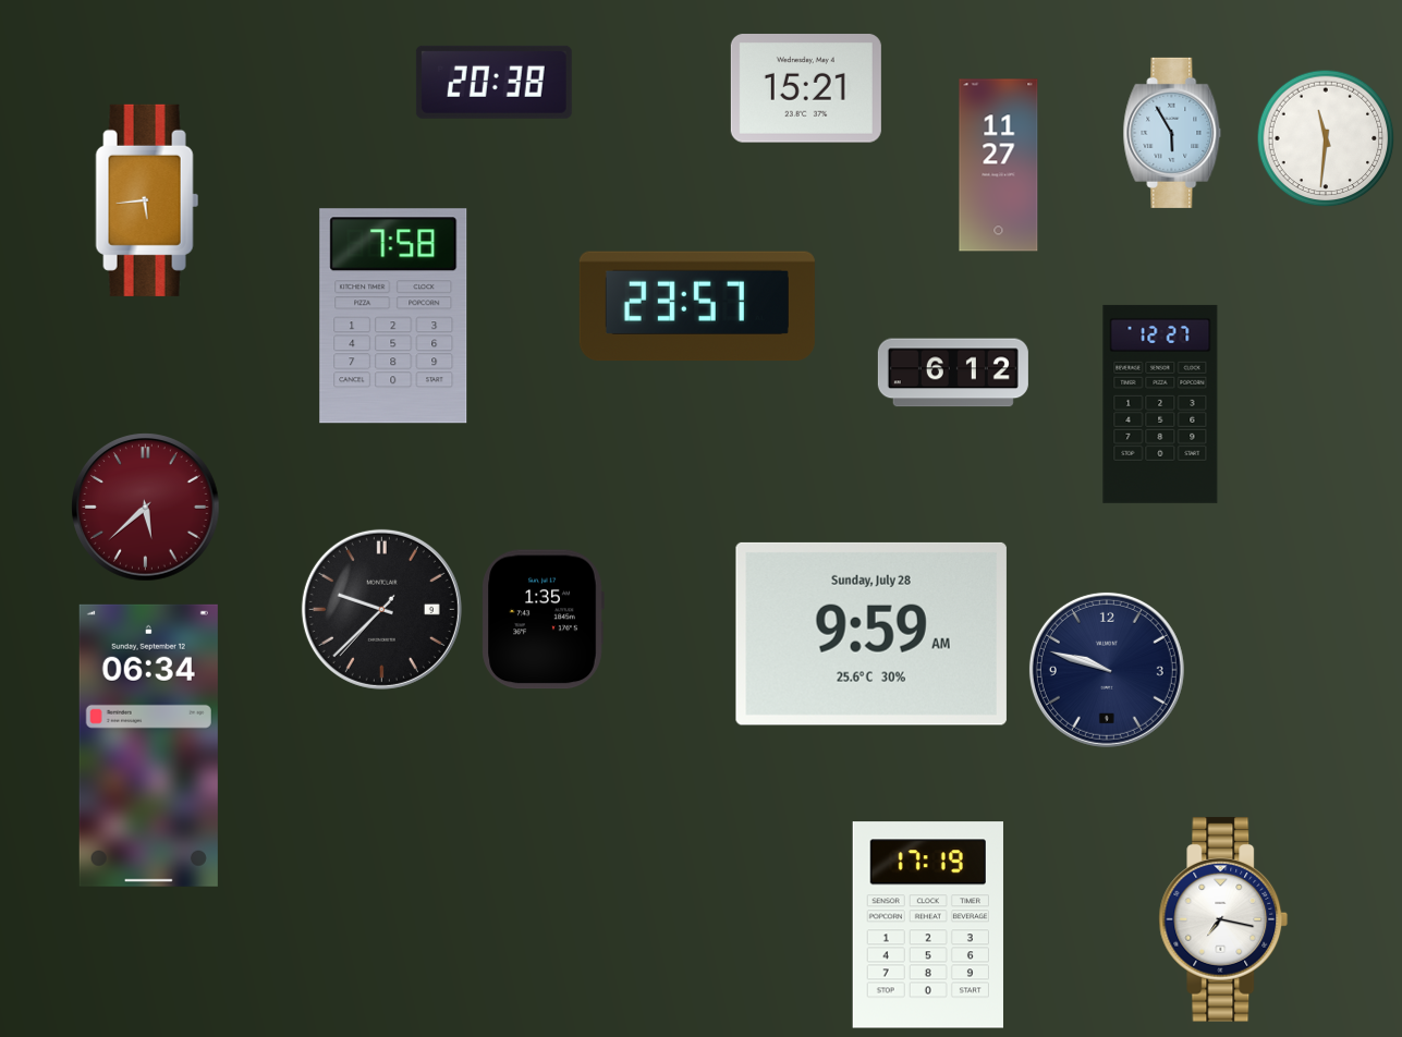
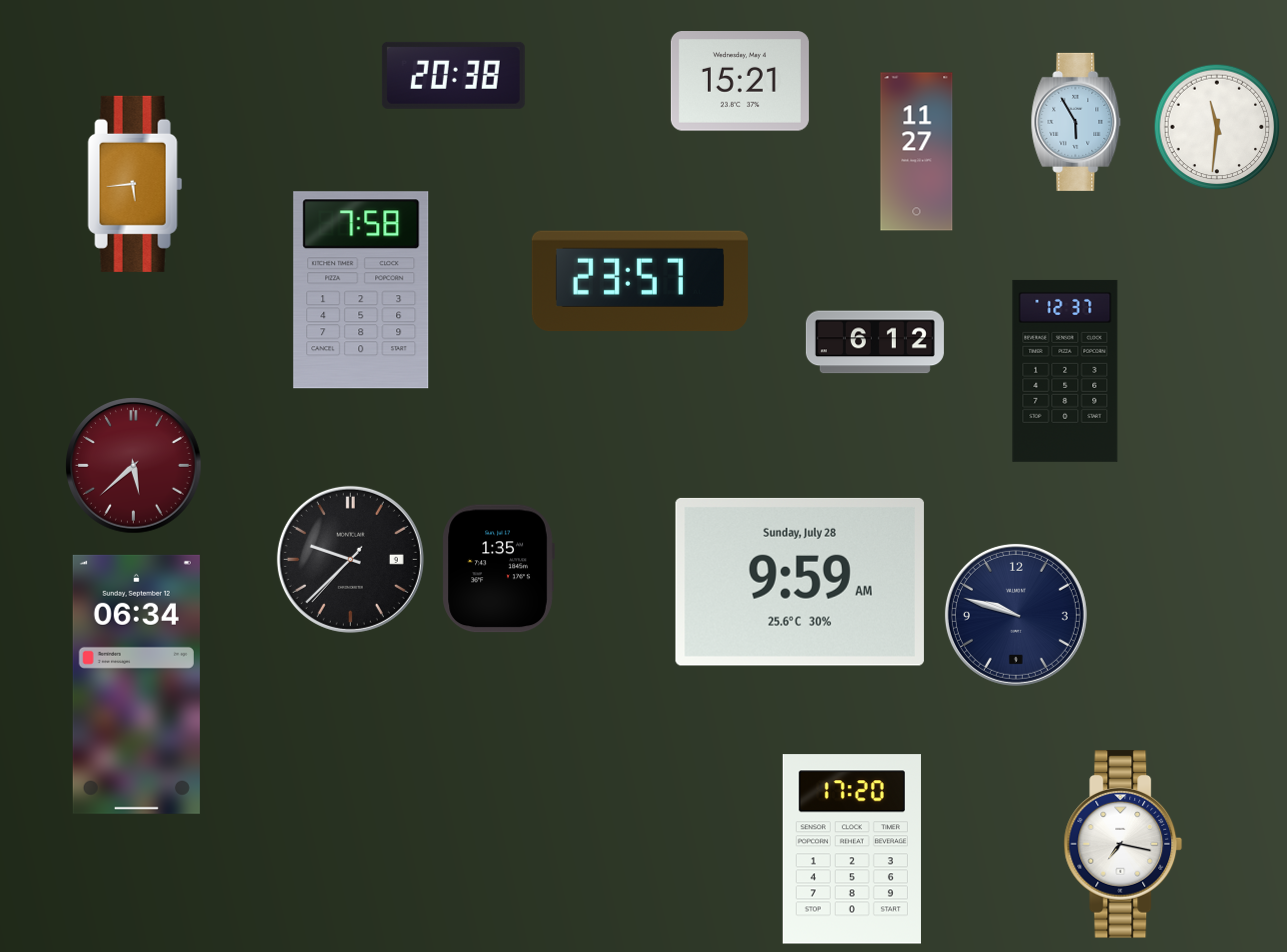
clock at (1160, 404): 12:27 -> 12:37
clock at (928, 925): 17:19 -> 17:20
